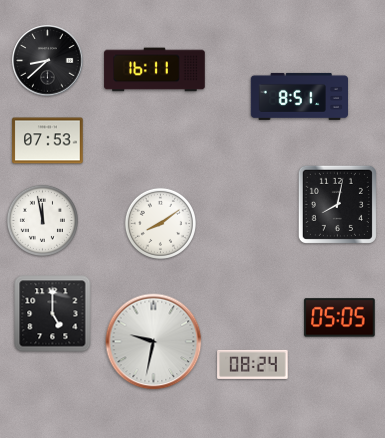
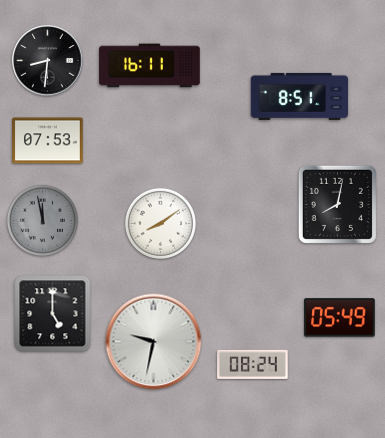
clock at (48, 61): 8:38 -> 8:31
clock at (155, 70) position: (155, 70) -> (150, 66)
clock at (42, 220) dial: white -> grey
clock at (340, 318): 05:05 -> 05:49
